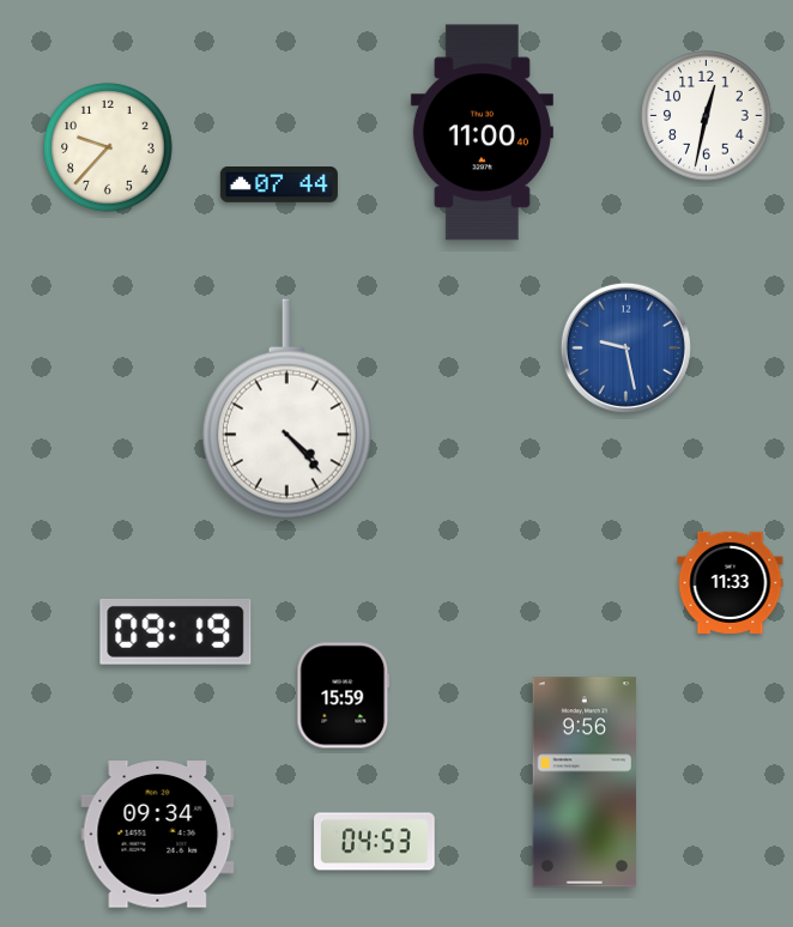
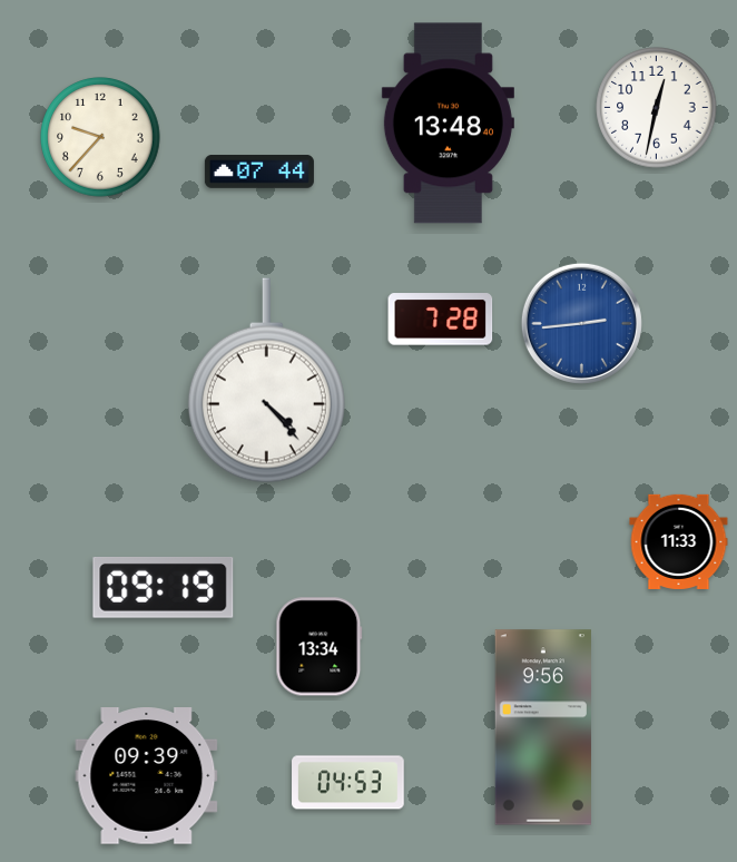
clock at (482, 133): 11:00 -> 13:48
clock at (441, 320): none -> 7:28
clock at (625, 347): 9:28 -> 2:44
clock at (344, 696): 15:59 -> 13:34
clock at (158, 835): 09:34 -> 09:39
